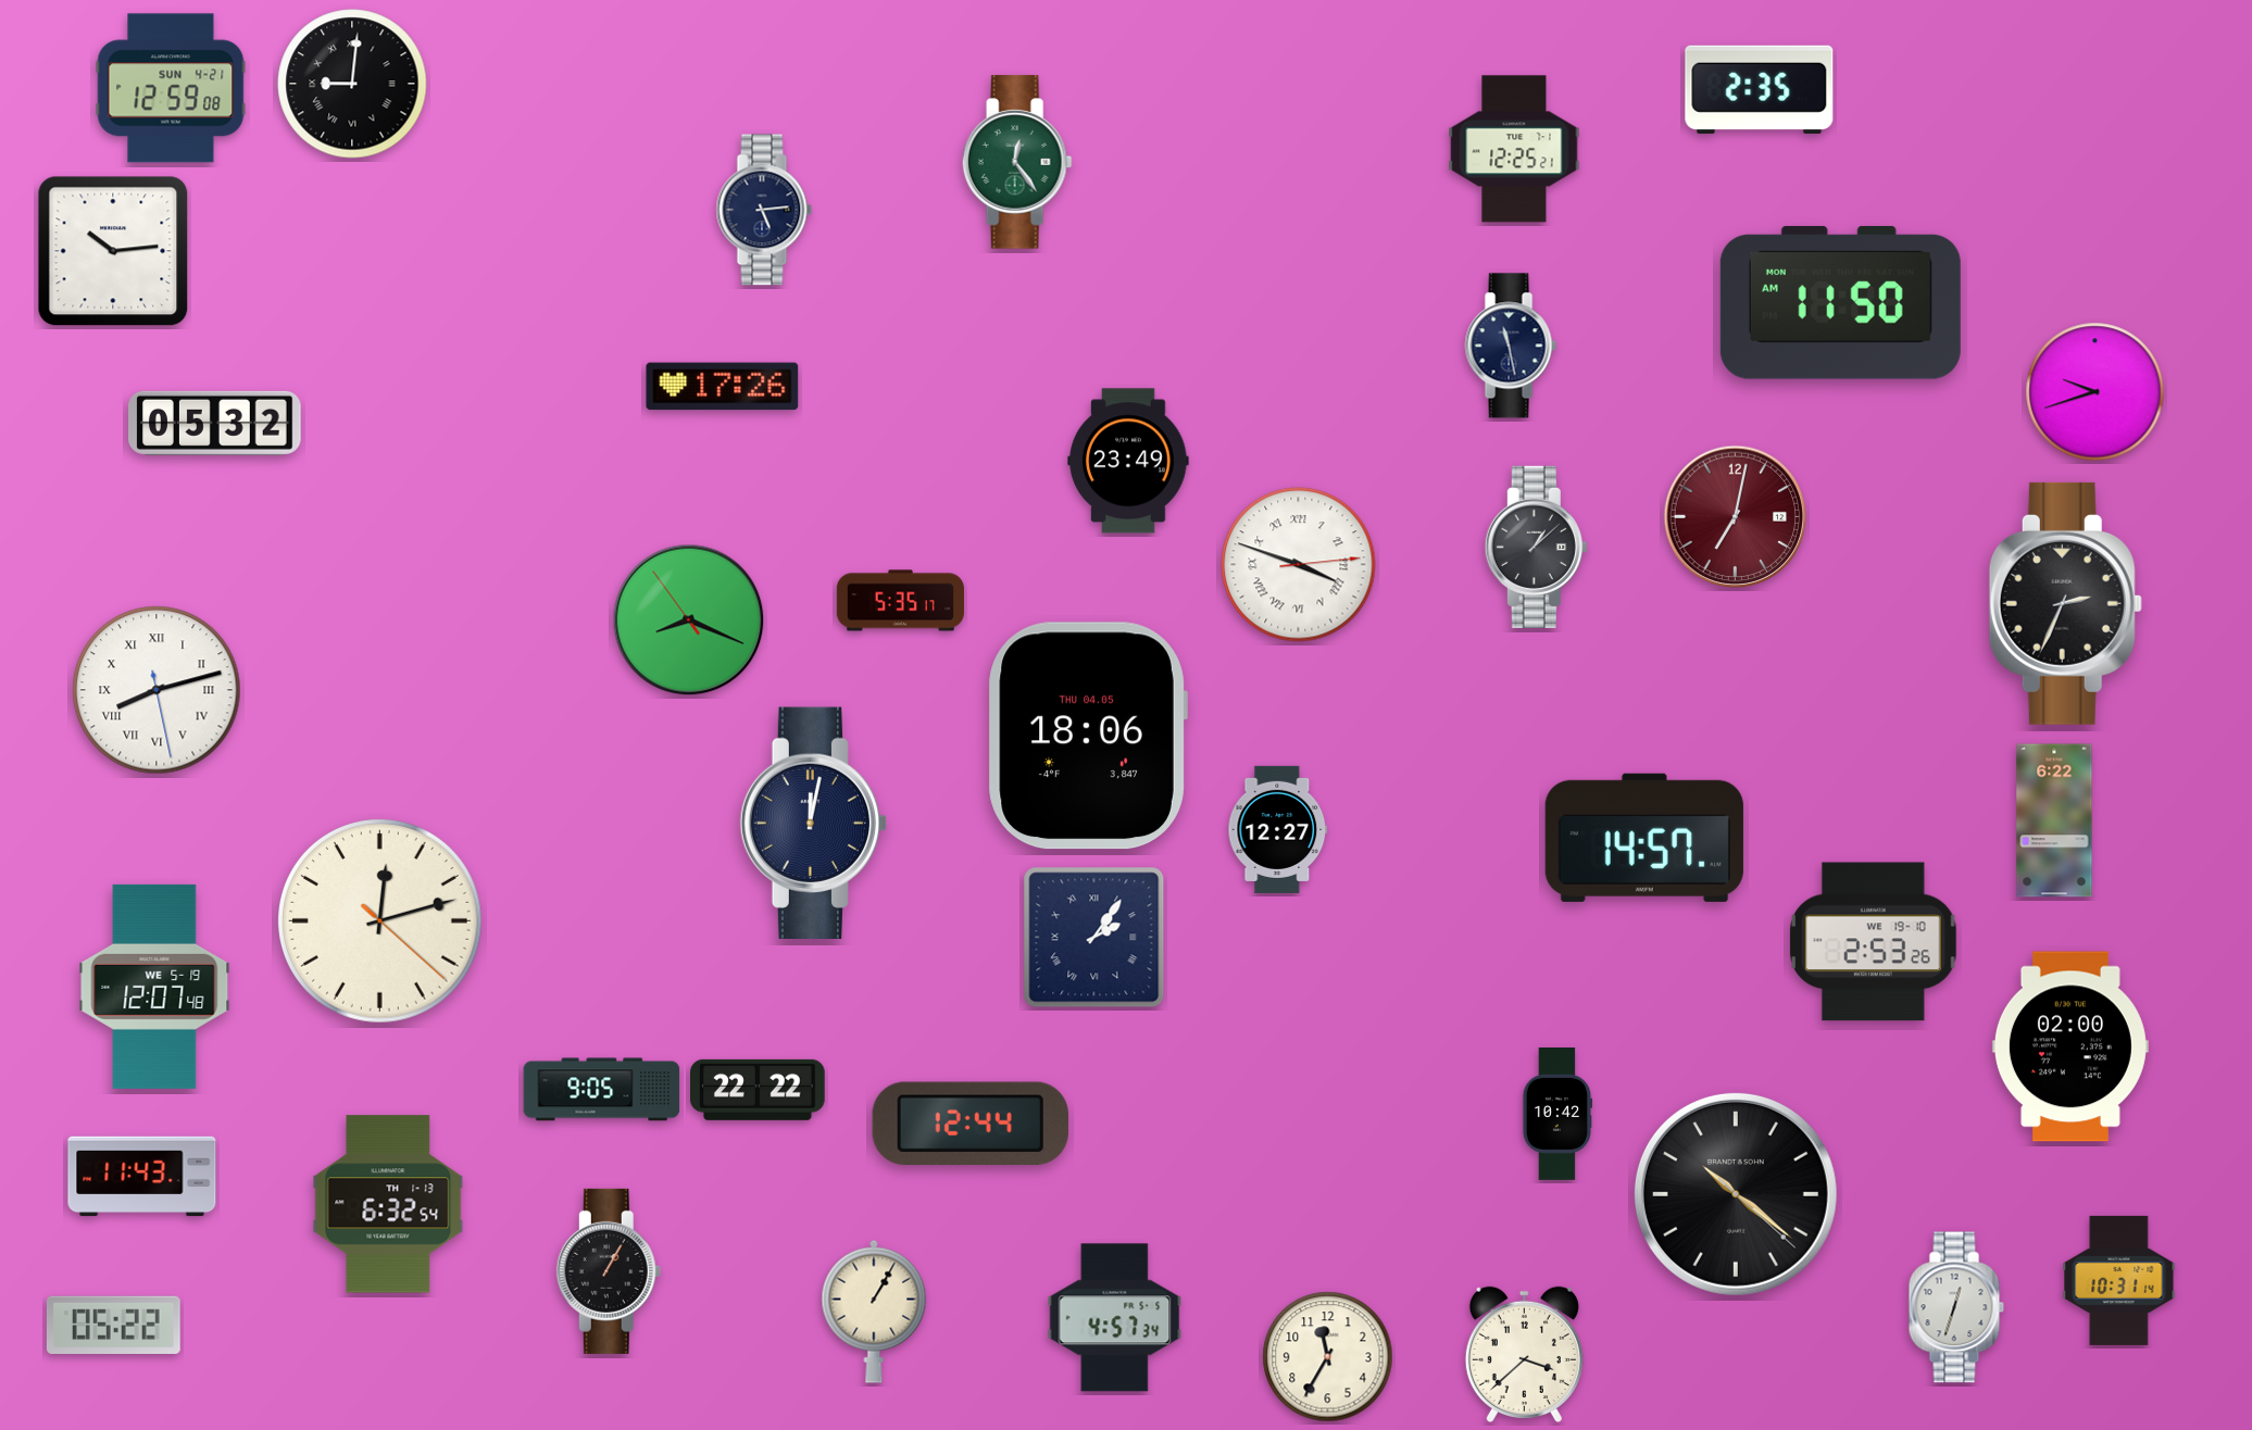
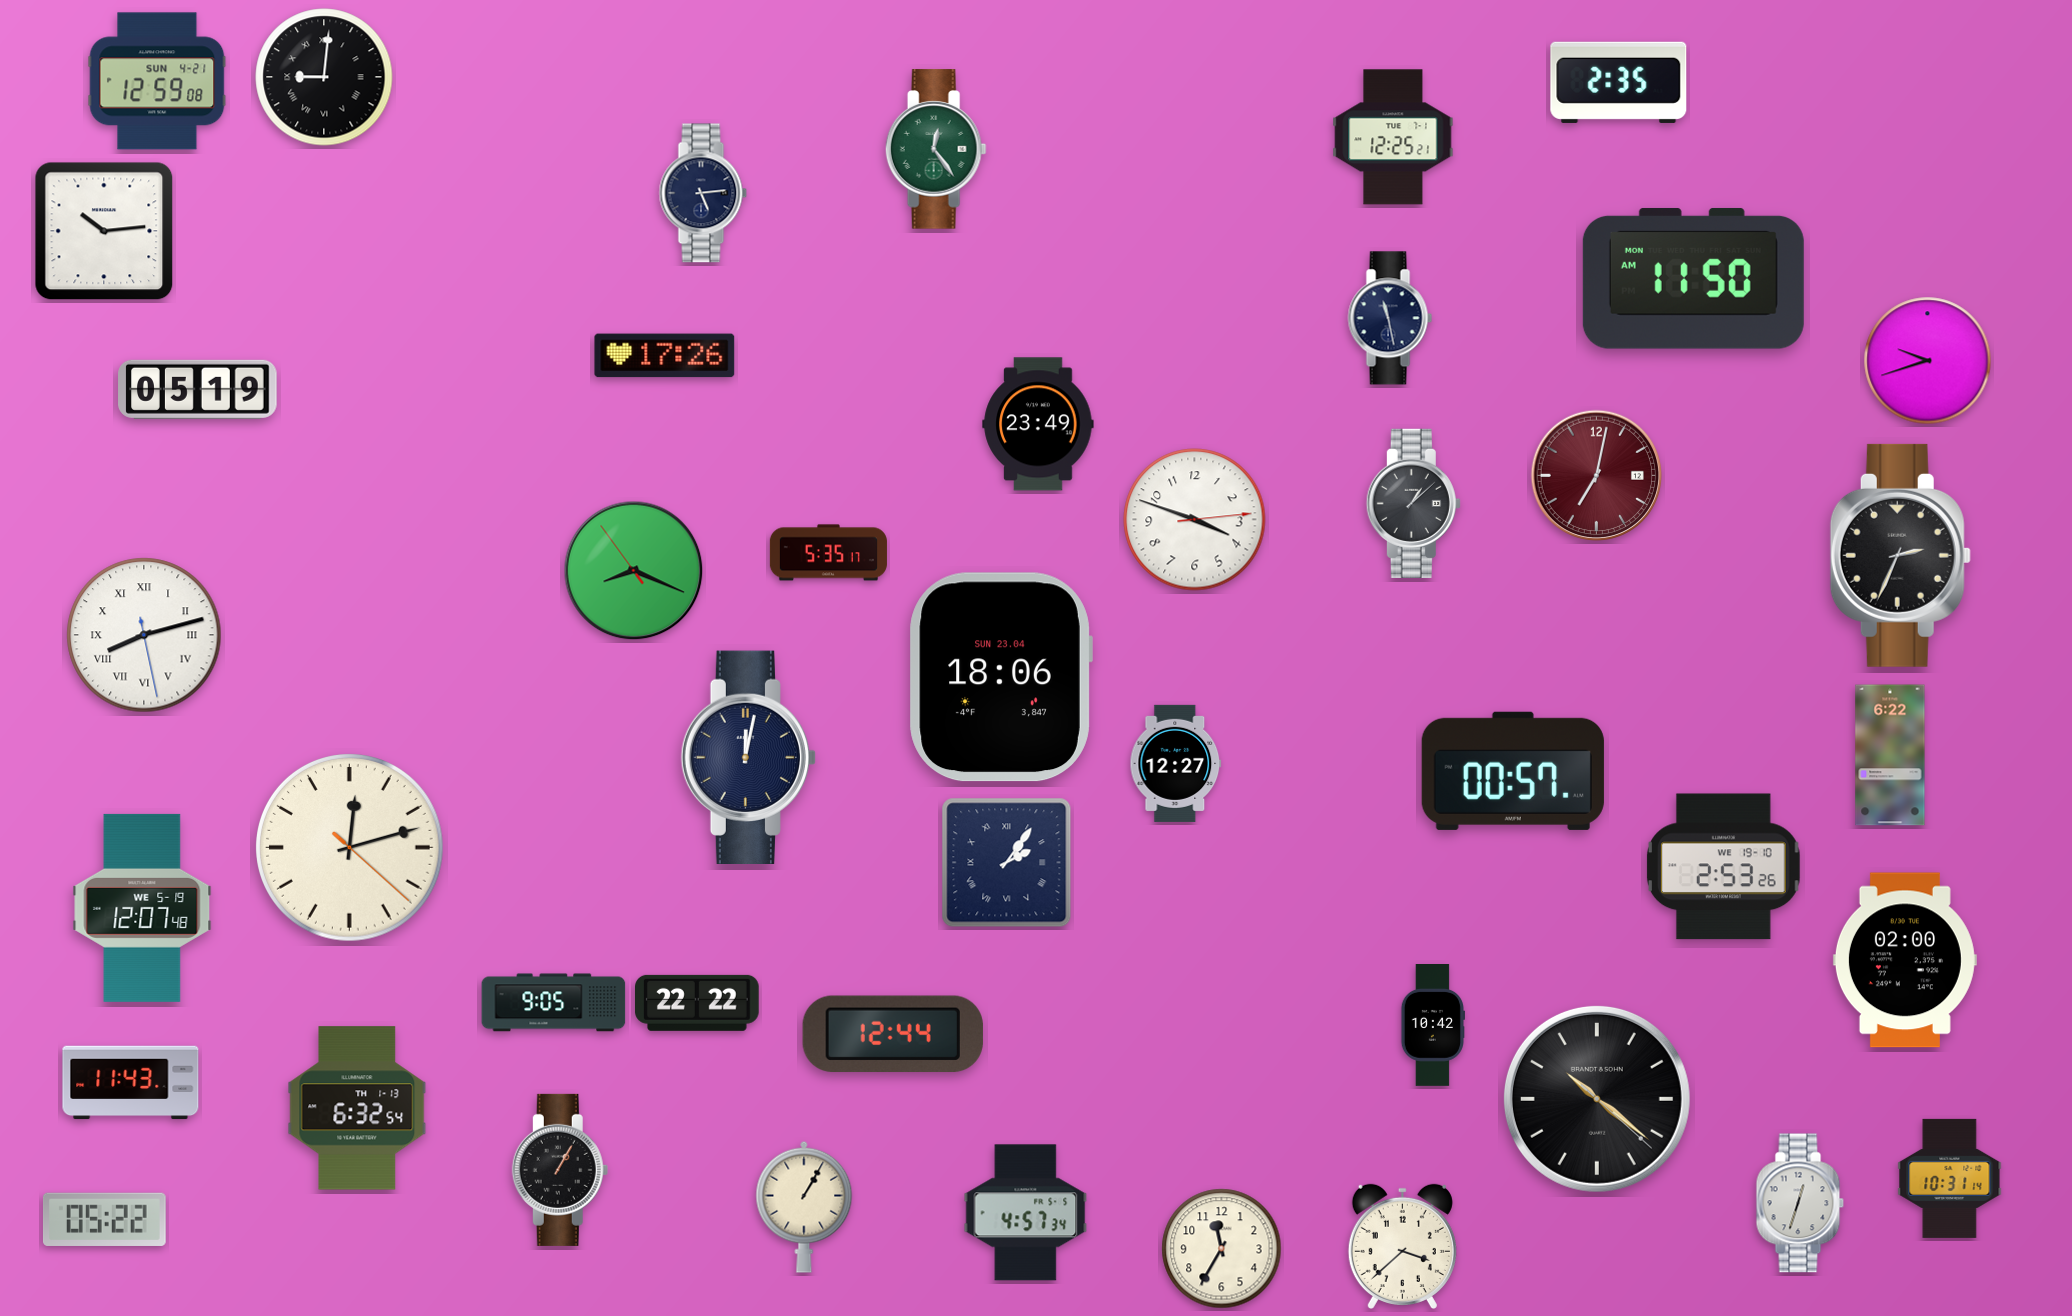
clock at (215, 423): 05:32 -> 05:19
clock at (1299, 565) numerals: Roman -> Arabic
clock at (1088, 736) date: THU 04.05 -> SUN 23.04
clock at (1644, 838): 14:57 -> 00:57
clock at (2070, 1046) position: (2070, 1046) -> (1905, 960)
